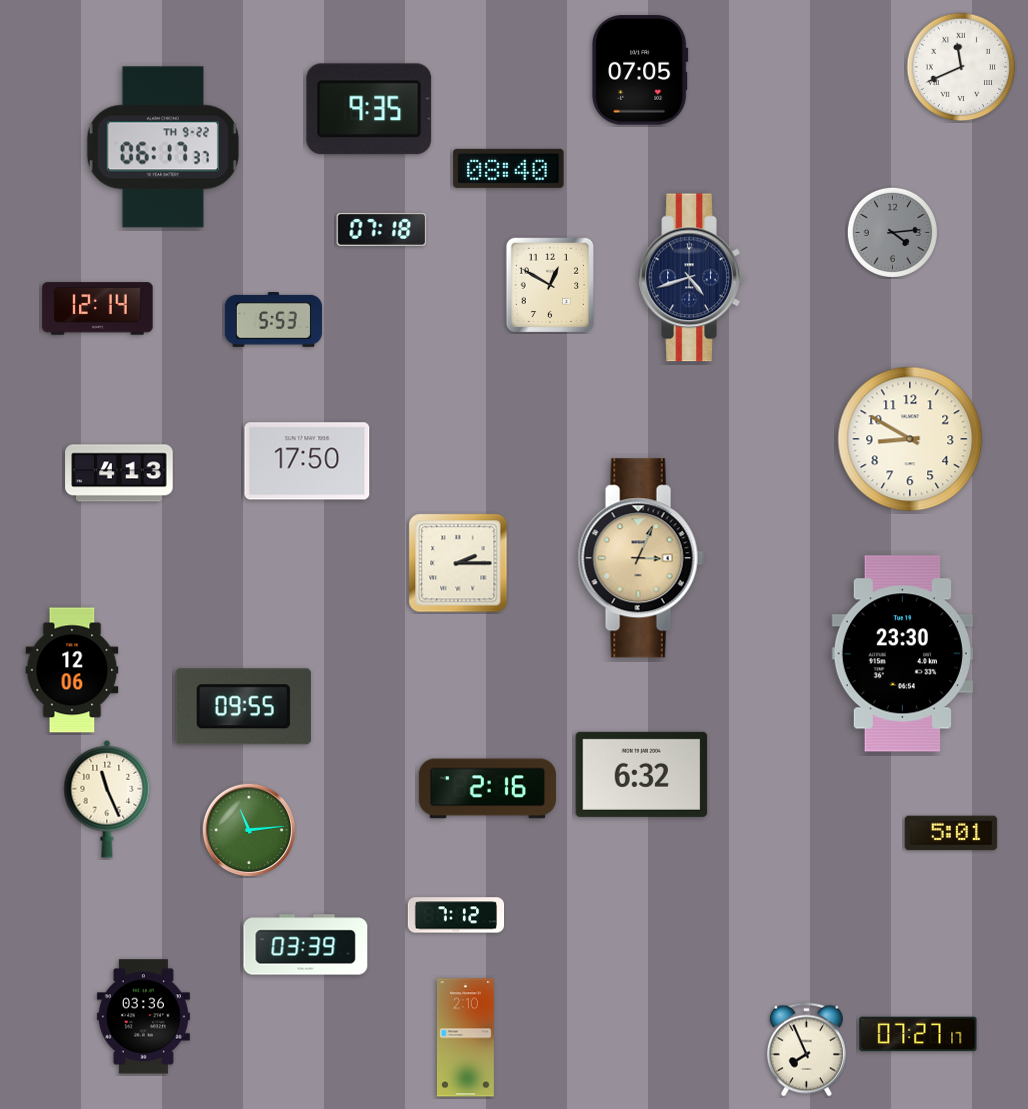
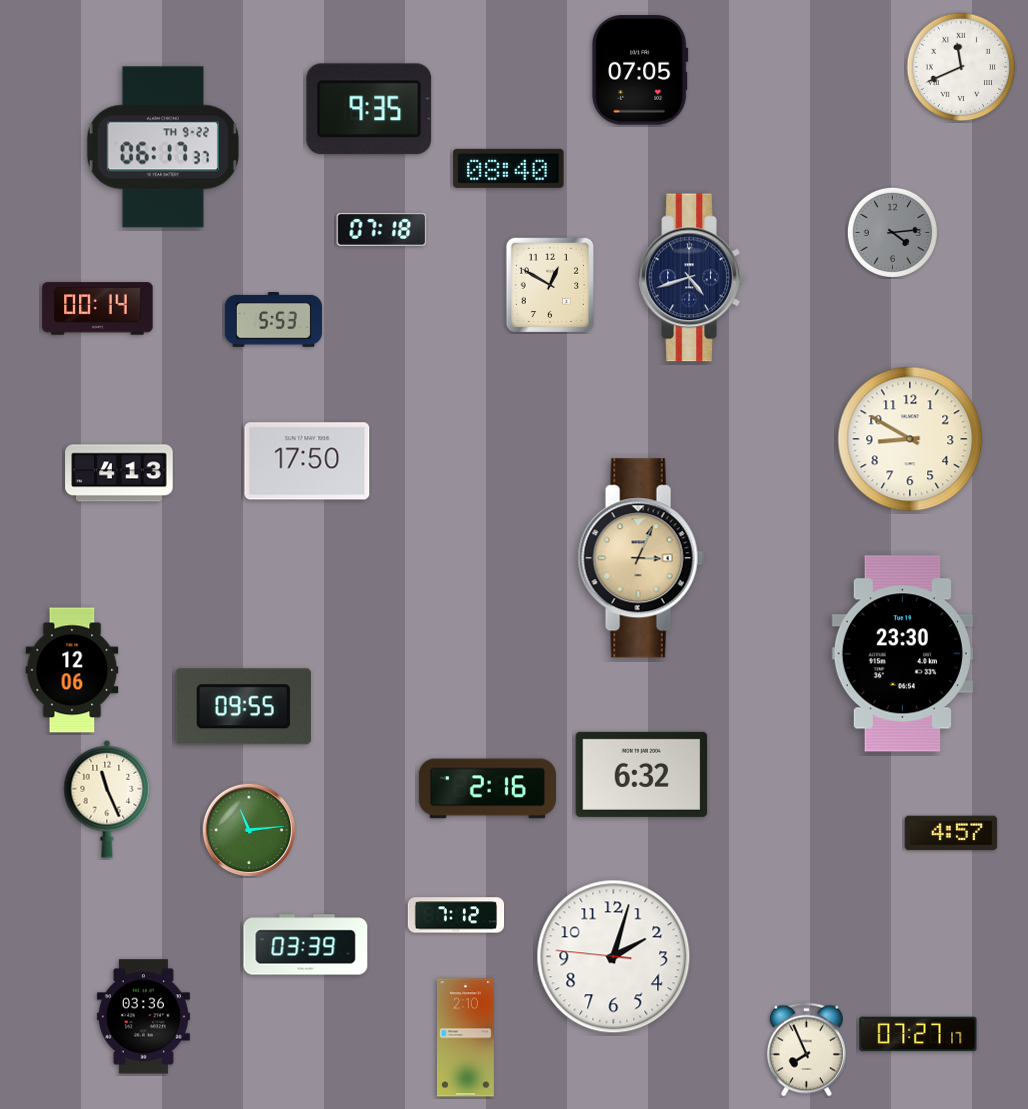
clock at (98, 309): 12:14 -> 00:14
clock at (458, 563): 2:15 -> none
clock at (951, 833): 5:01 -> 4:57
clock at (614, 957): none -> 2:02
